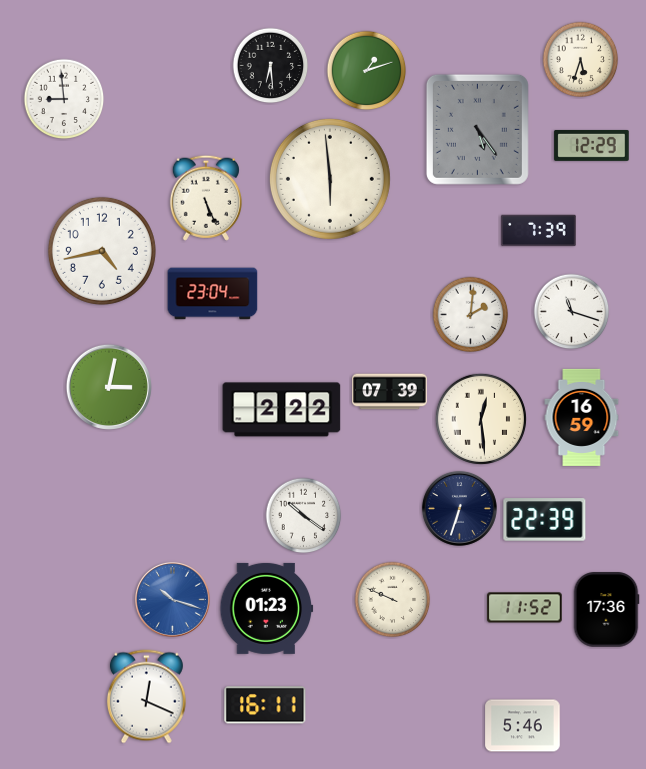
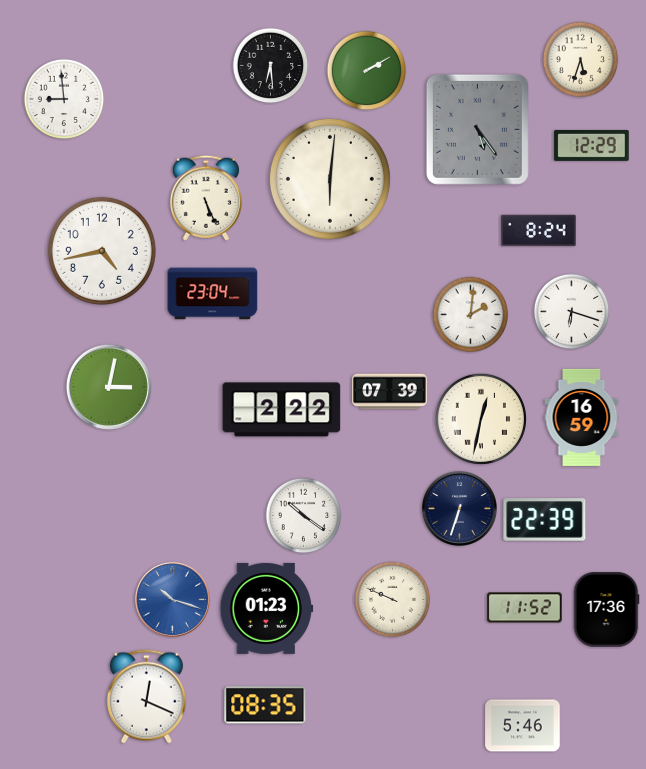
clock at (367, 71): 1:12 -> 2:10
clock at (330, 179): 5:59 -> 6:01
clock at (539, 231): 7:39 -> 8:24
clock at (572, 312): 11:18 -> 6:18
clock at (481, 419): 12:29 -> 12:32
clock at (265, 705): 16:11 -> 08:35
